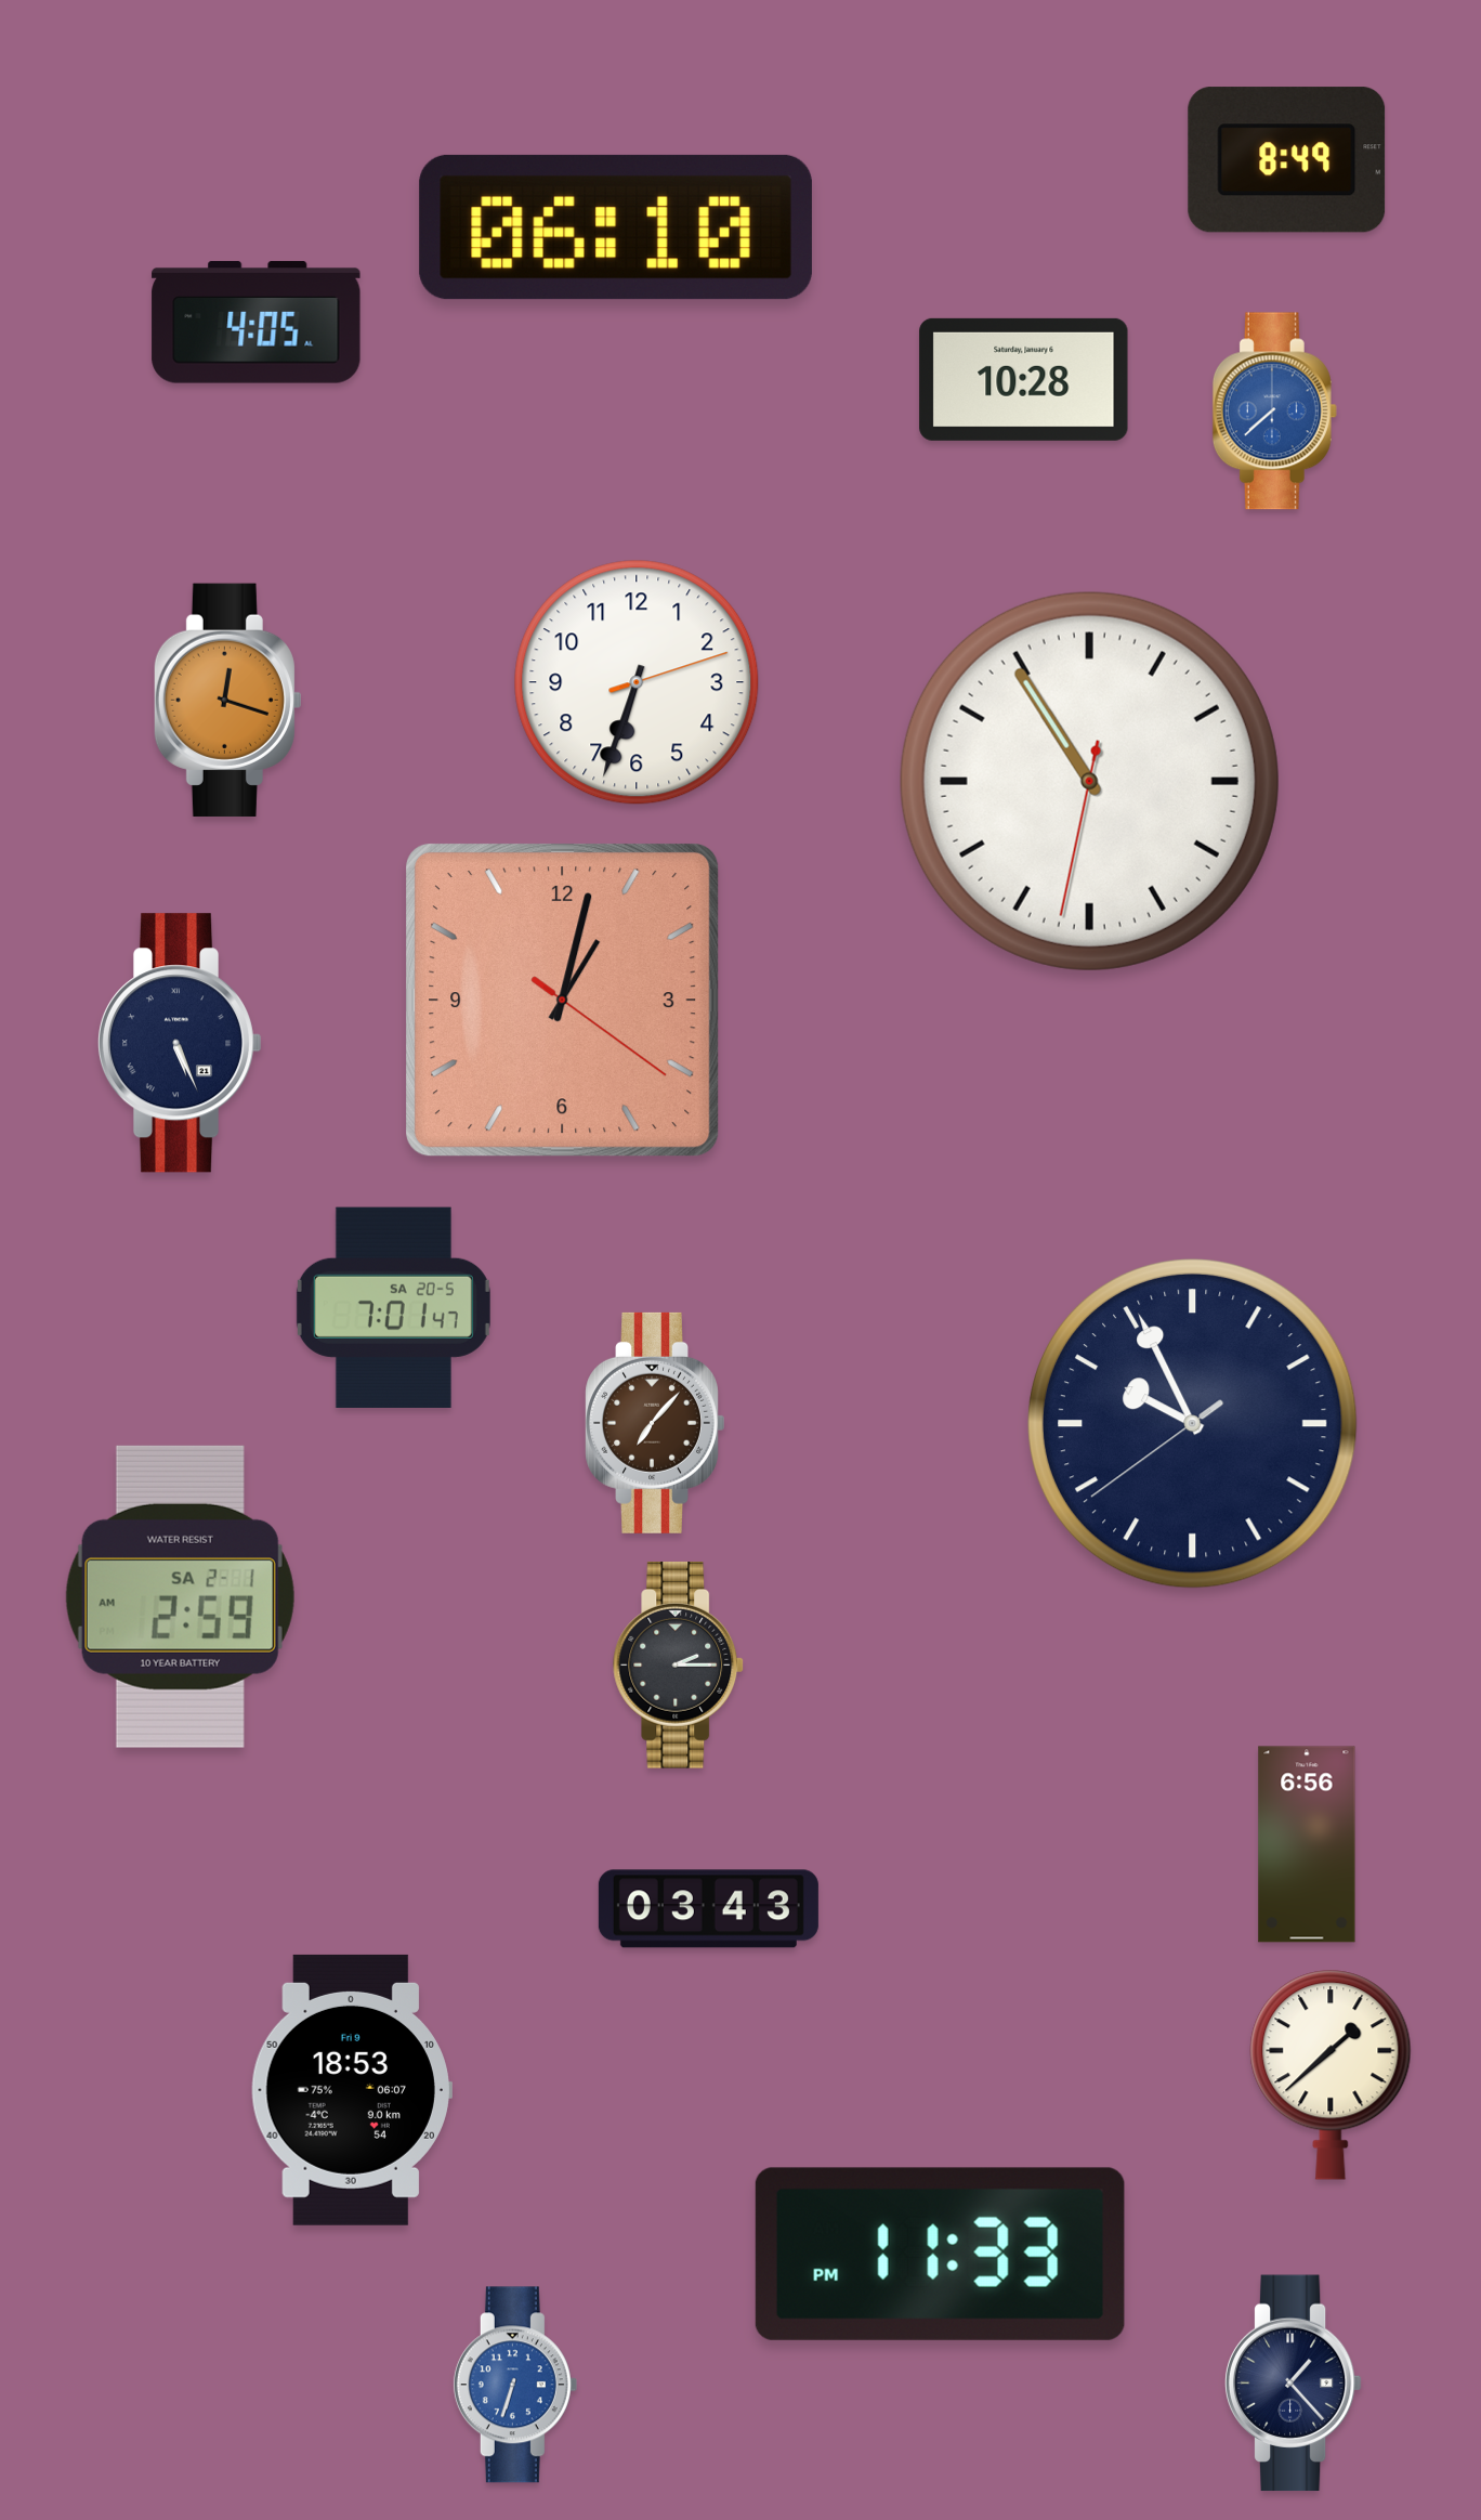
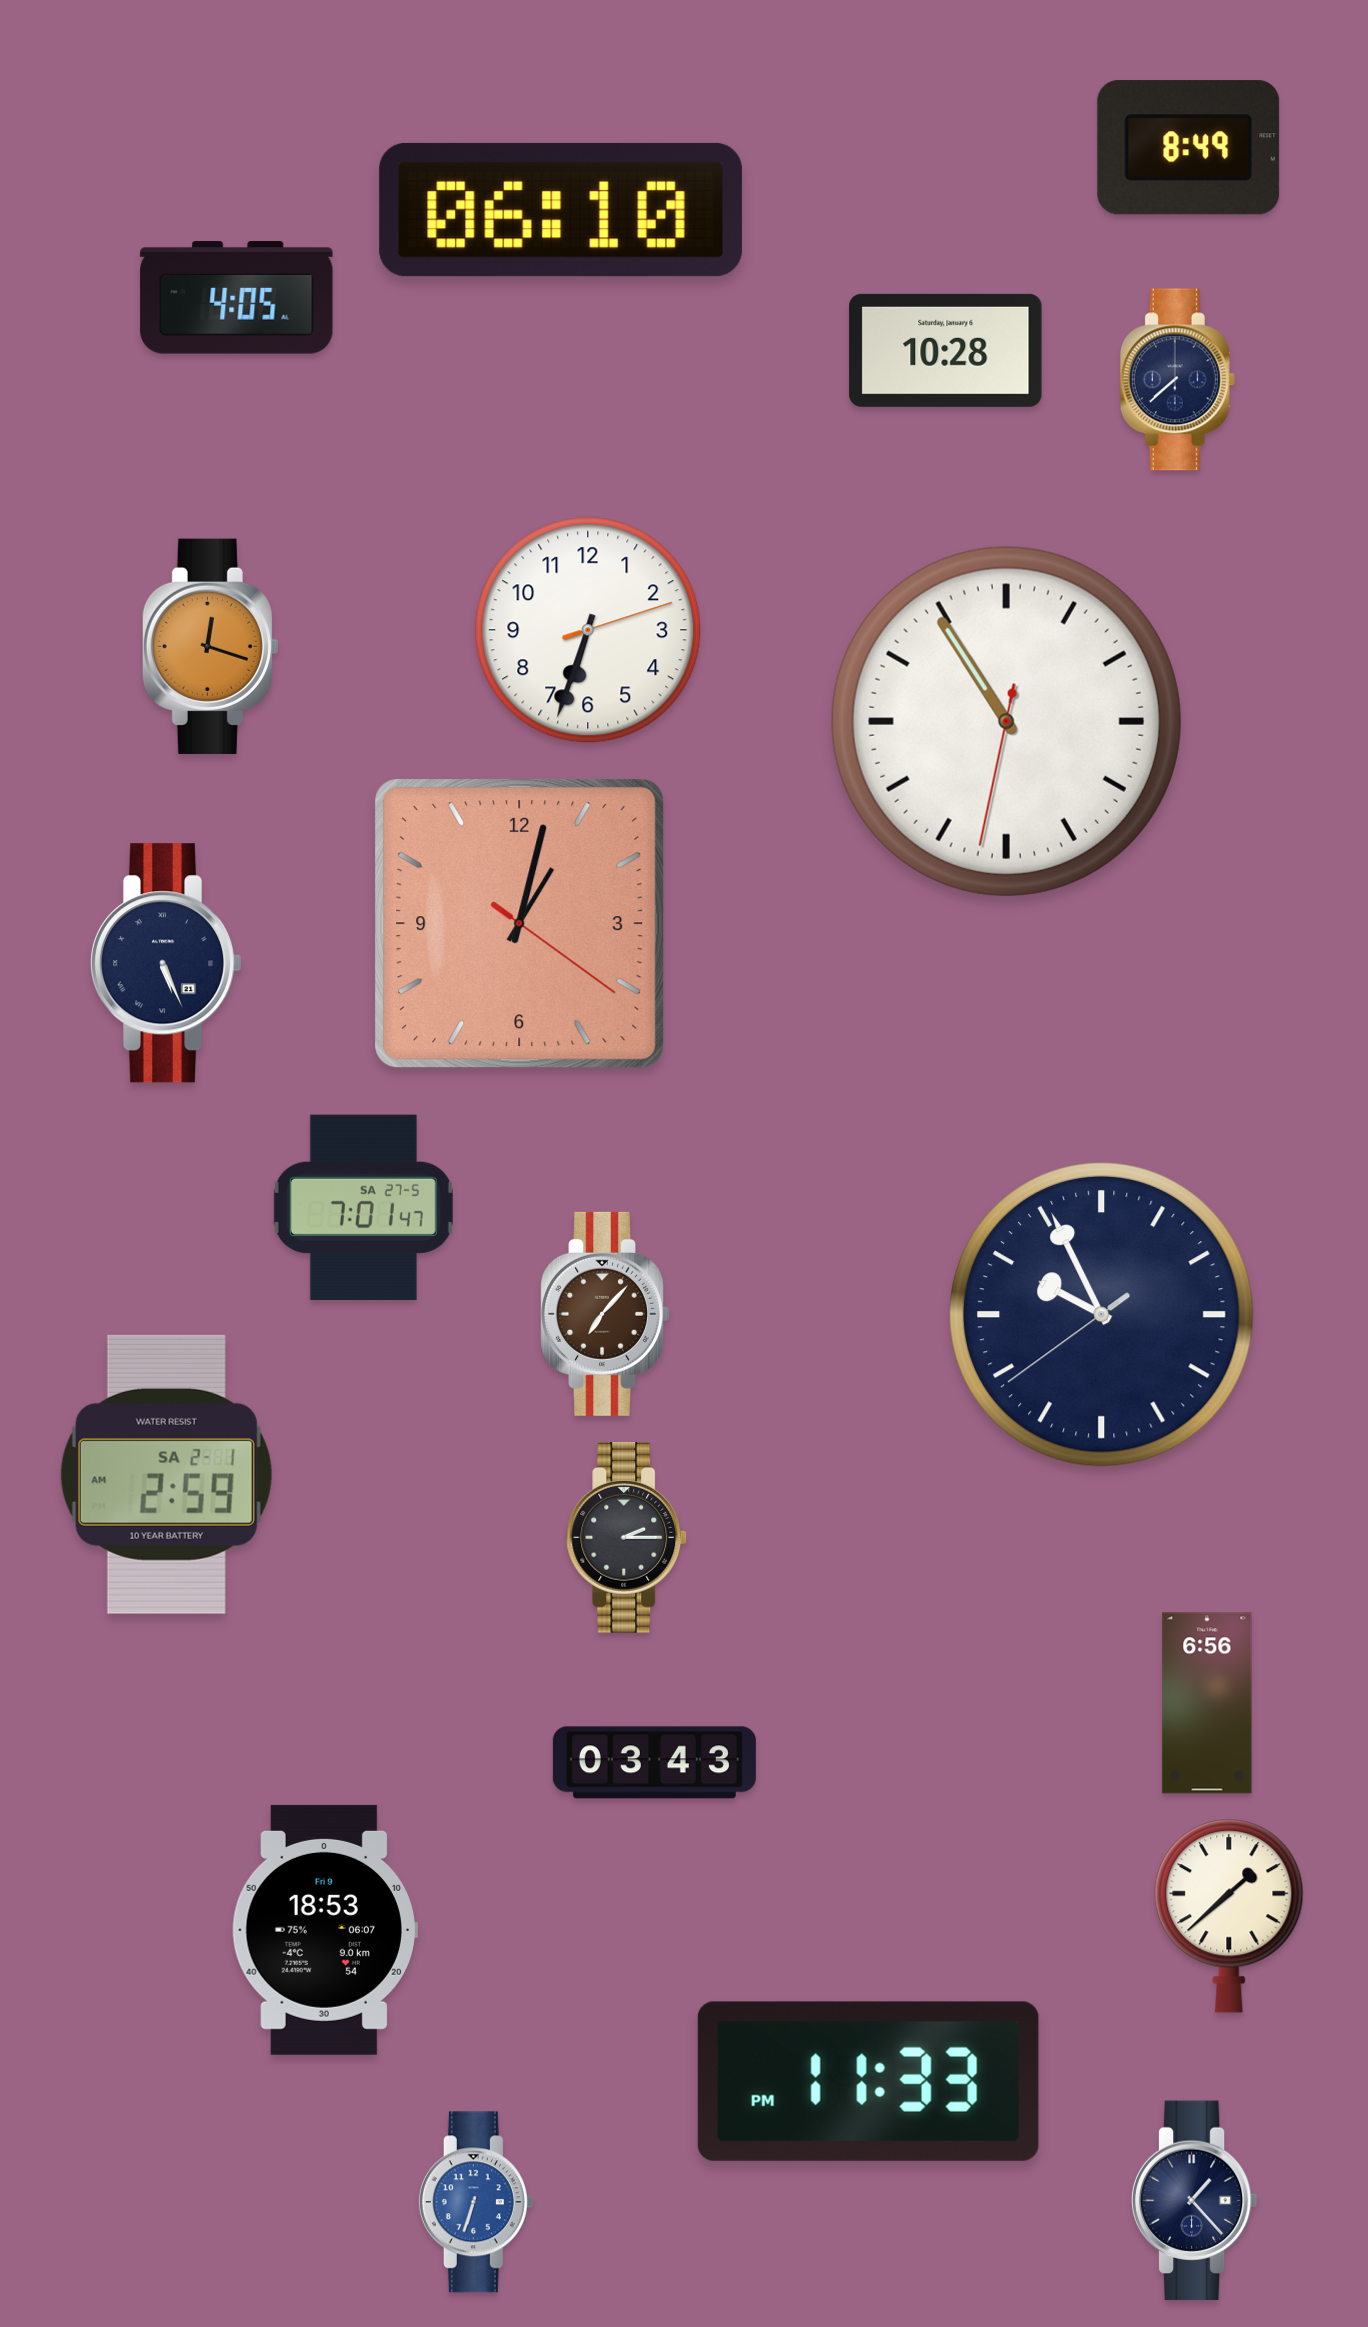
clock at (616, 227) position: (616, 227) -> (561, 210)
clock at (1274, 412) dial: blue -> navy
clock at (393, 1307) date: SA 20-5 -> SA 27-5
